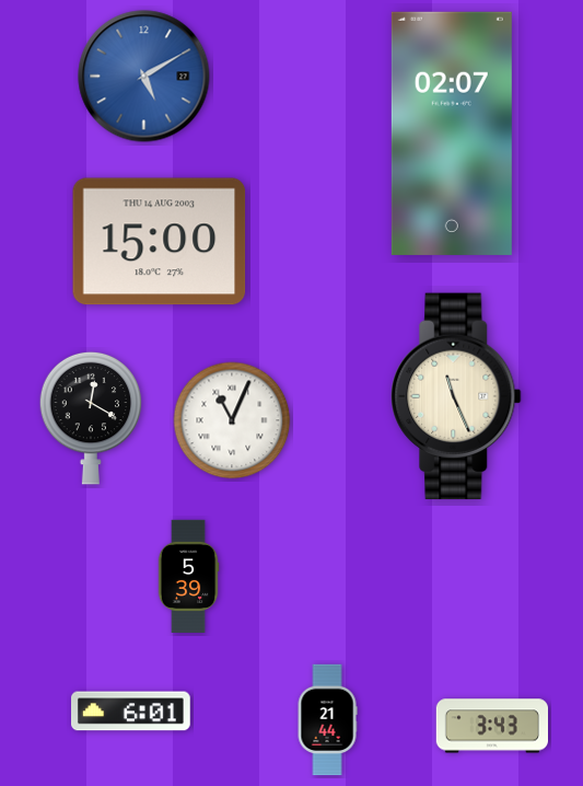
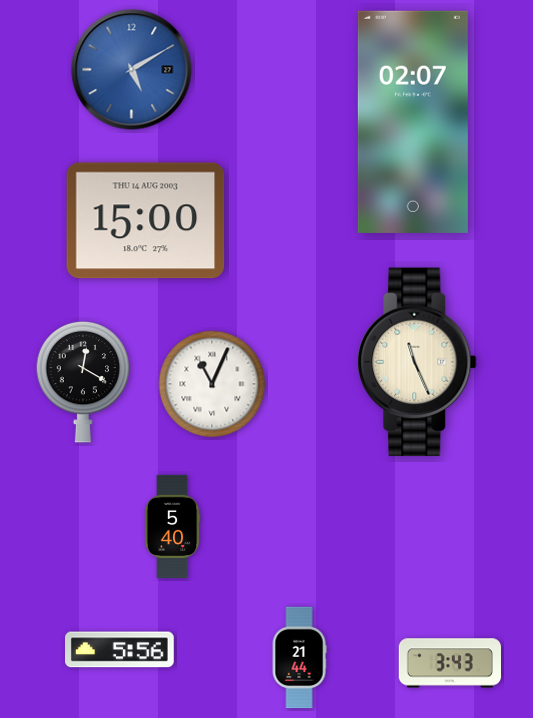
clock at (188, 576): 5:39 -> 5:40
clock at (131, 712): 6:01 -> 5:56
